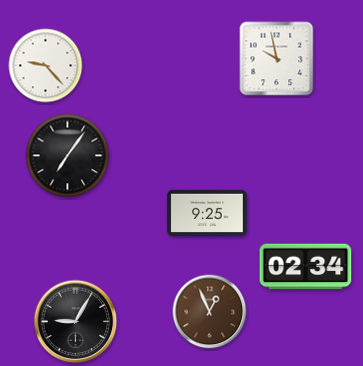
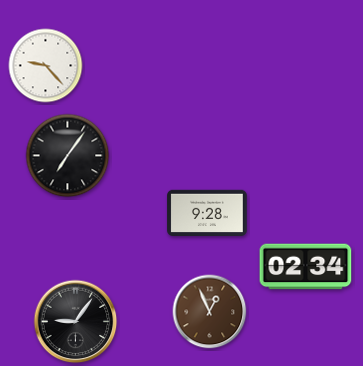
clock at (277, 59): 9:58 -> none
clock at (207, 212): 9:25 -> 9:28
clock at (76, 322): 9:05 -> 9:06
